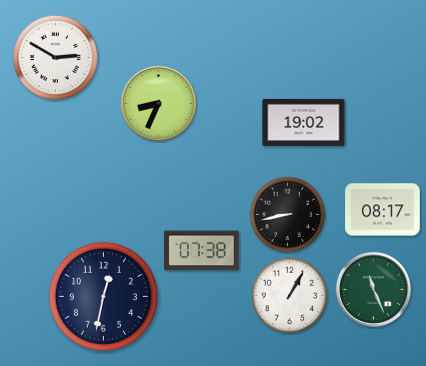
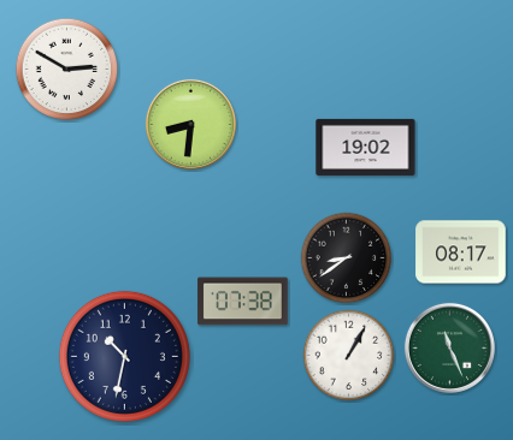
clock at (158, 103): 8:34 -> 8:31
clock at (288, 215): 8:43 -> 8:39
clock at (103, 296): 12:32 -> 10:32
